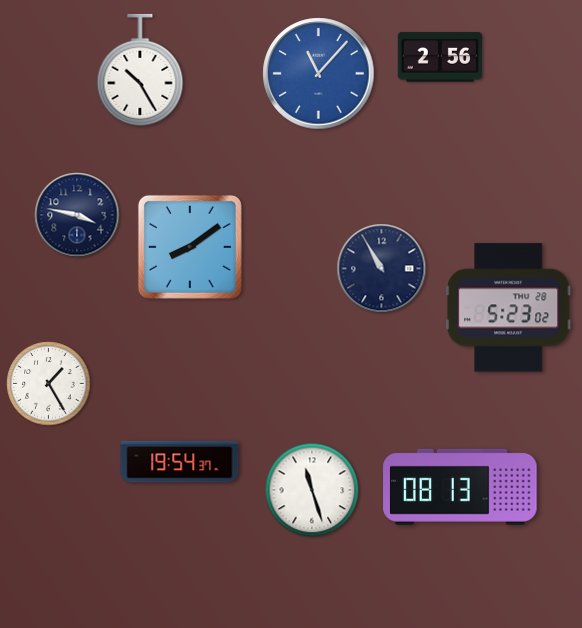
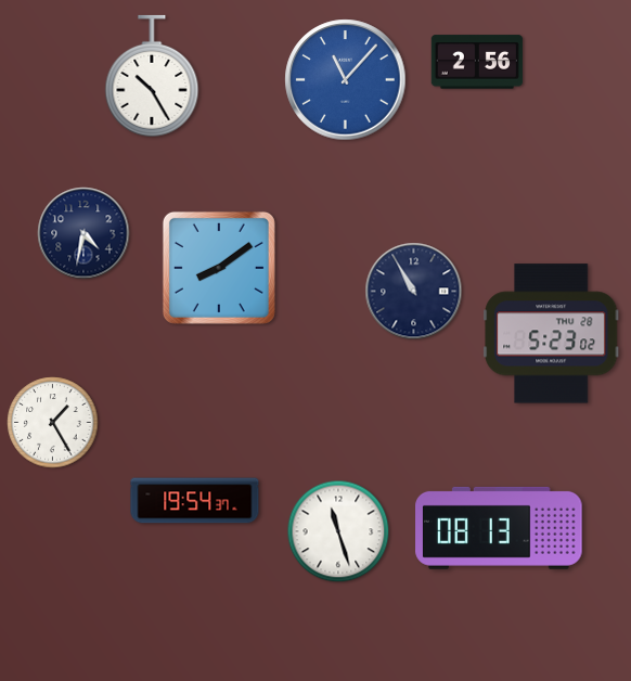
clock at (77, 215): 3:47 -> 4:32
clock at (190, 247) position: (190, 247) -> (219, 268)
clock at (49, 384) position: (49, 384) -> (53, 423)
